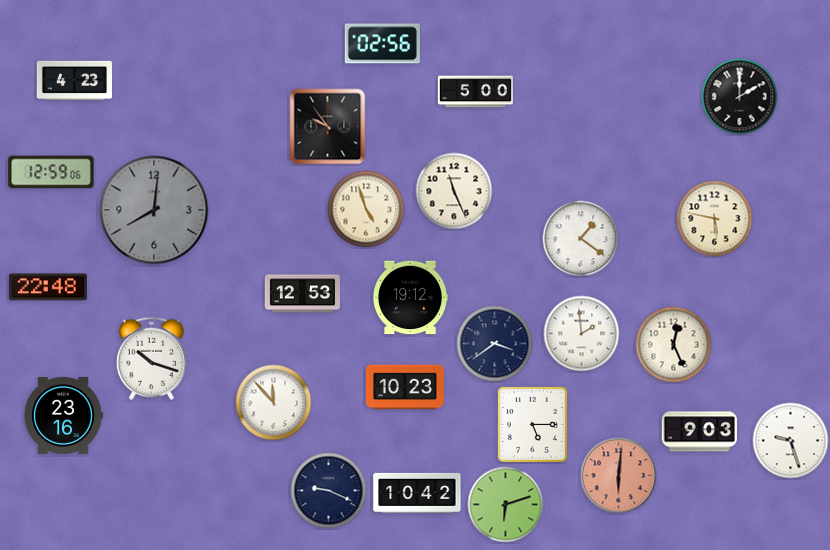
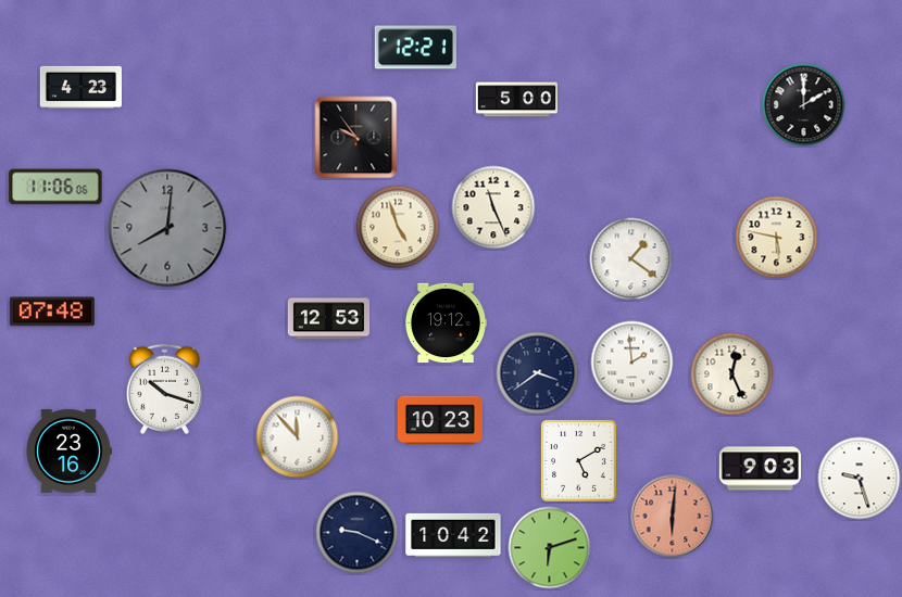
clock at (382, 44): 02:56 -> 12:21
clock at (51, 172): 12:59 -> 11:06
clock at (48, 287): 22:48 -> 07:48
clock at (532, 424): 5:15 -> 5:10
